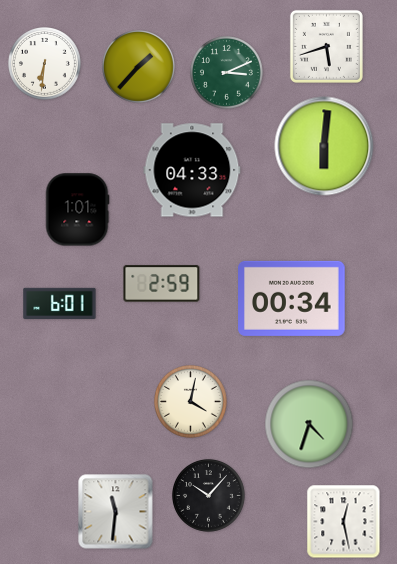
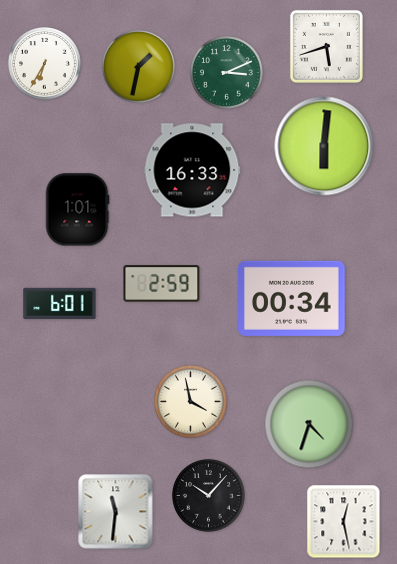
clock at (45, 64): 6:31 -> 6:35
clock at (139, 67): 1:37 -> 1:32
clock at (192, 170): 04:33 -> 16:33
clock at (191, 402): 4:02 -> 3:58
